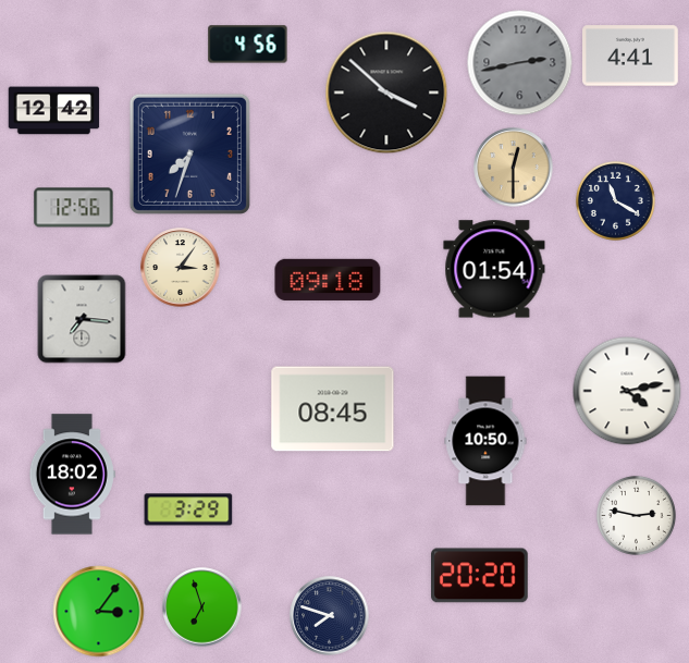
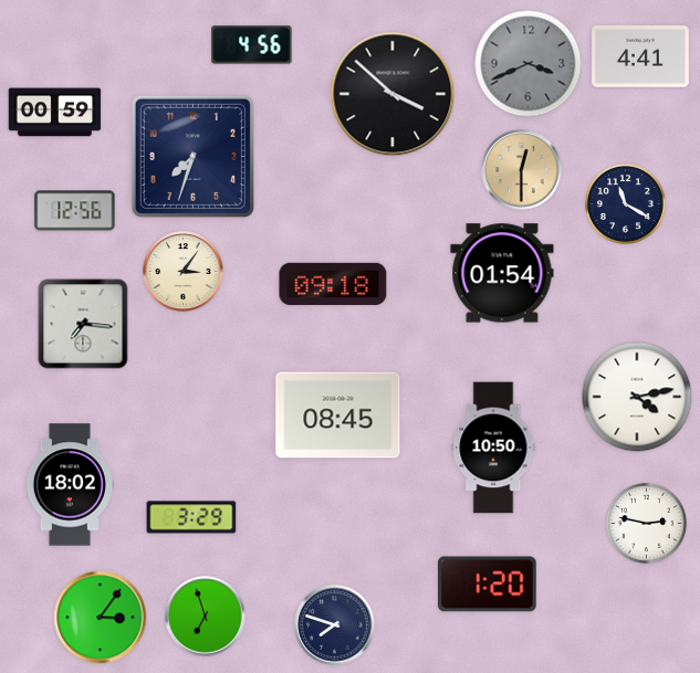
clock at (520, 63): 2:43 -> 3:41
clock at (54, 111): 12:42 -> 00:59
clock at (72, 475) position: (72, 475) -> (70, 485)
clock at (480, 576): 20:20 -> 1:20
clock at (99, 612) position: (99, 612) -> (101, 618)
